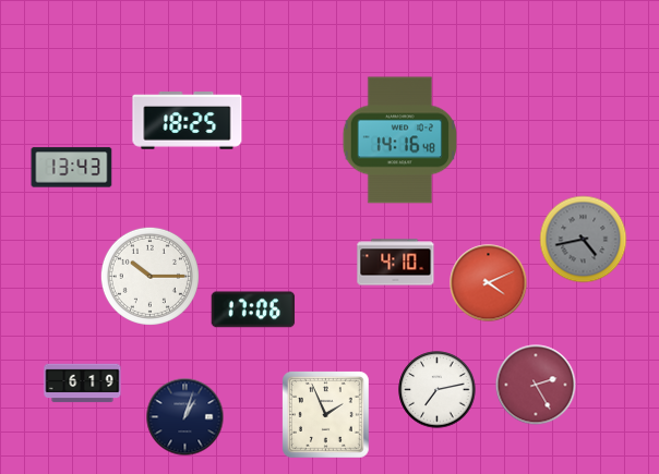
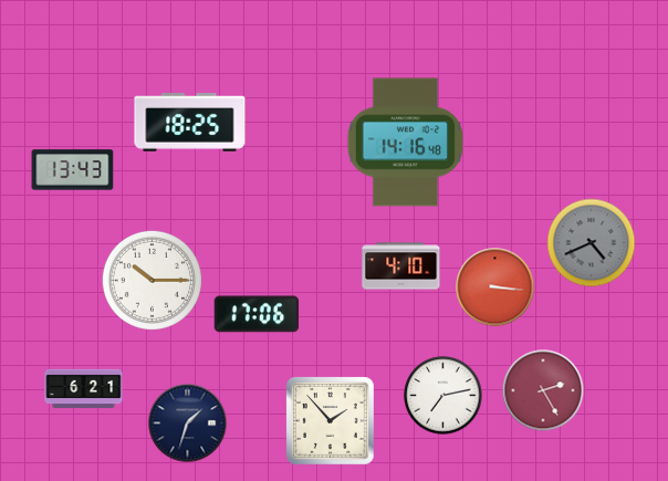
clock at (584, 240): 4:43 -> 4:41
clock at (489, 283): 4:11 -> 3:16
clock at (83, 384): 6:19 -> 6:21
clock at (326, 415): 1:56 -> 1:53
clock at (185, 417): 1:03 -> 1:33
